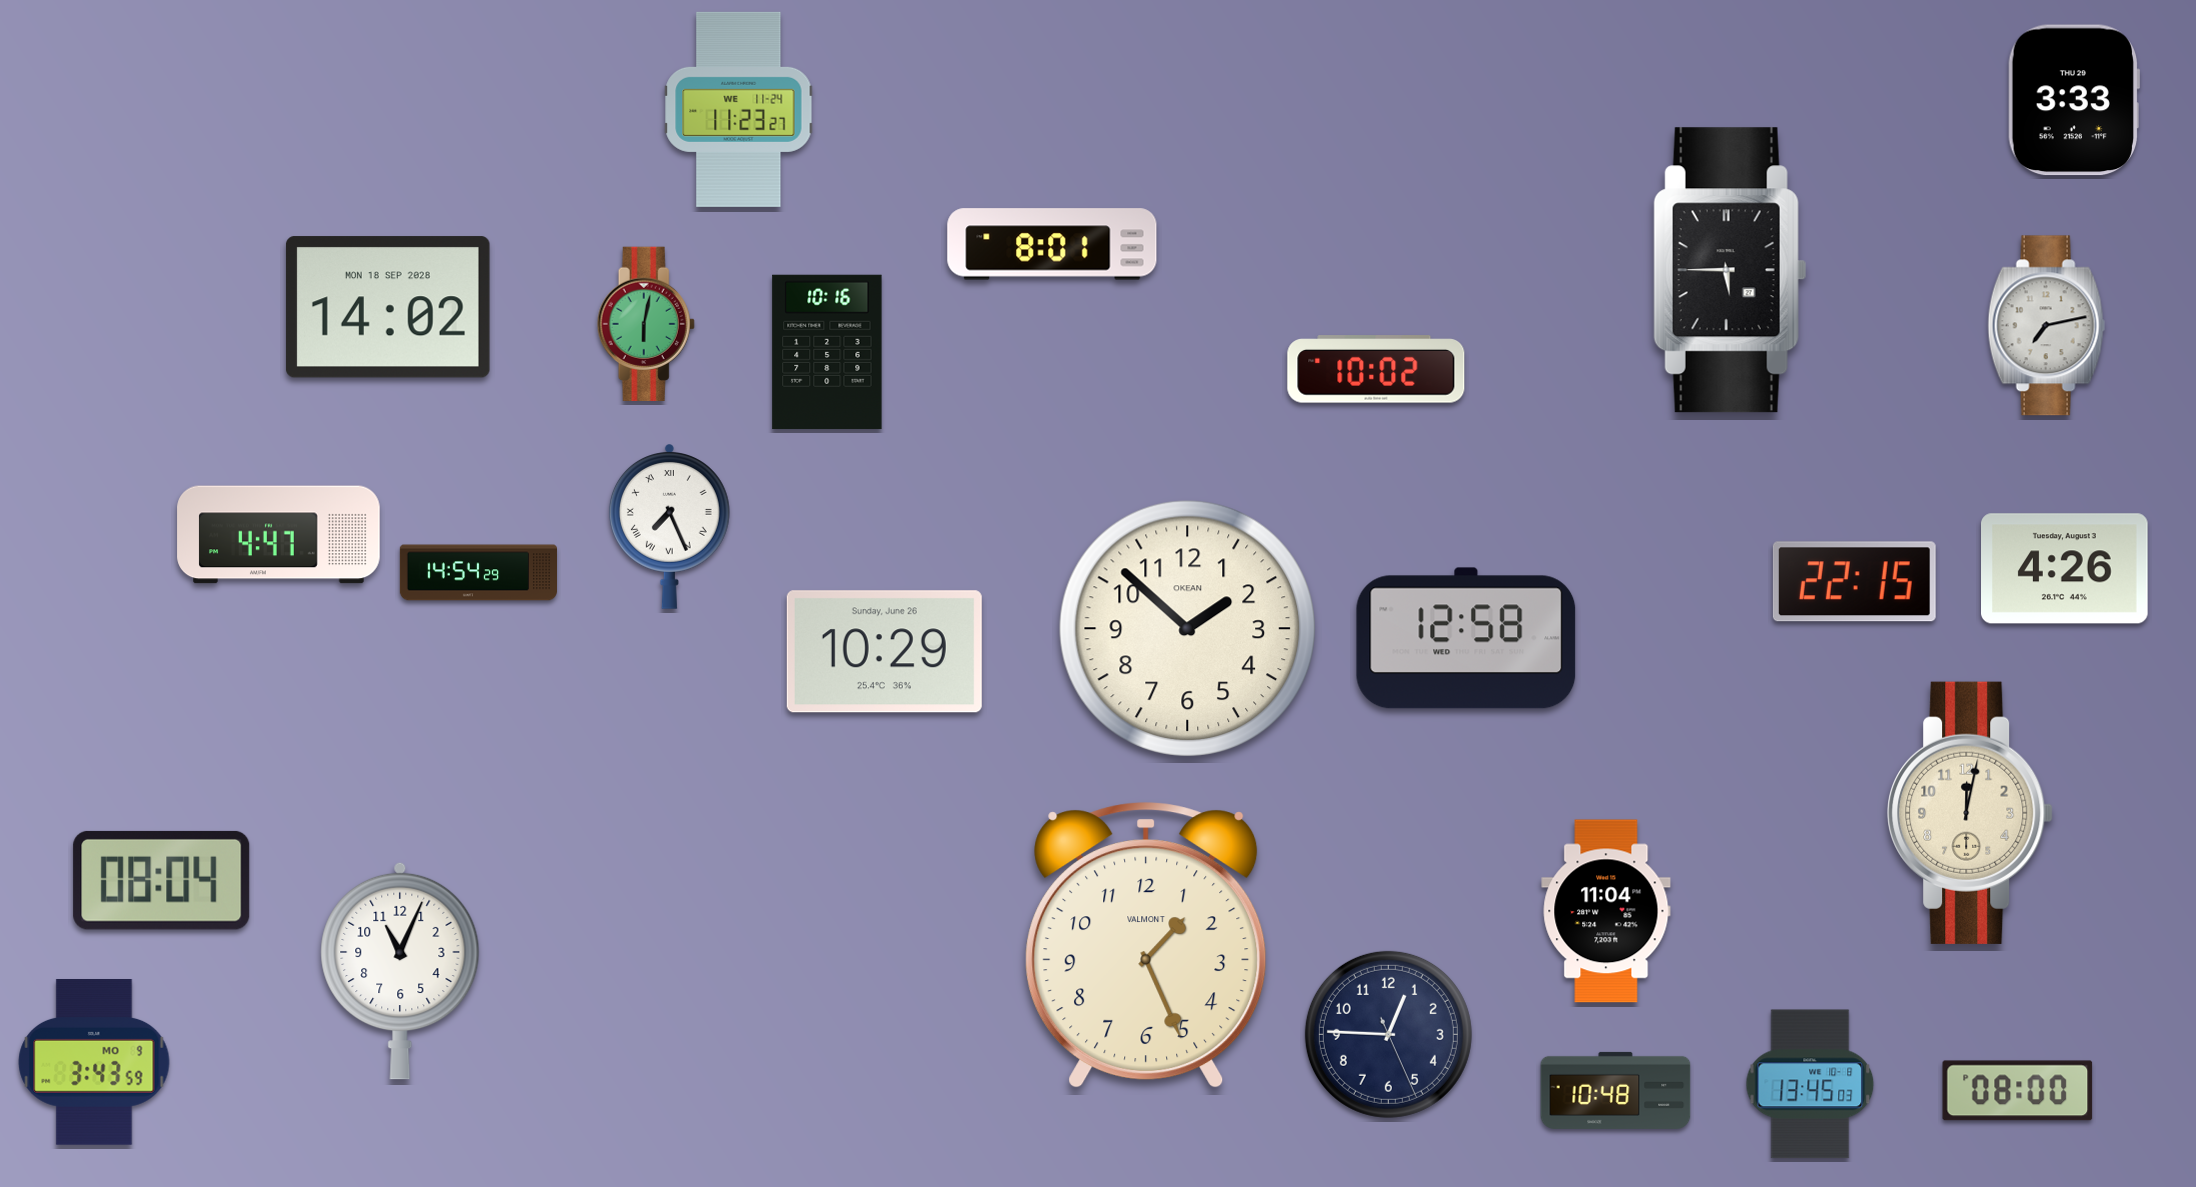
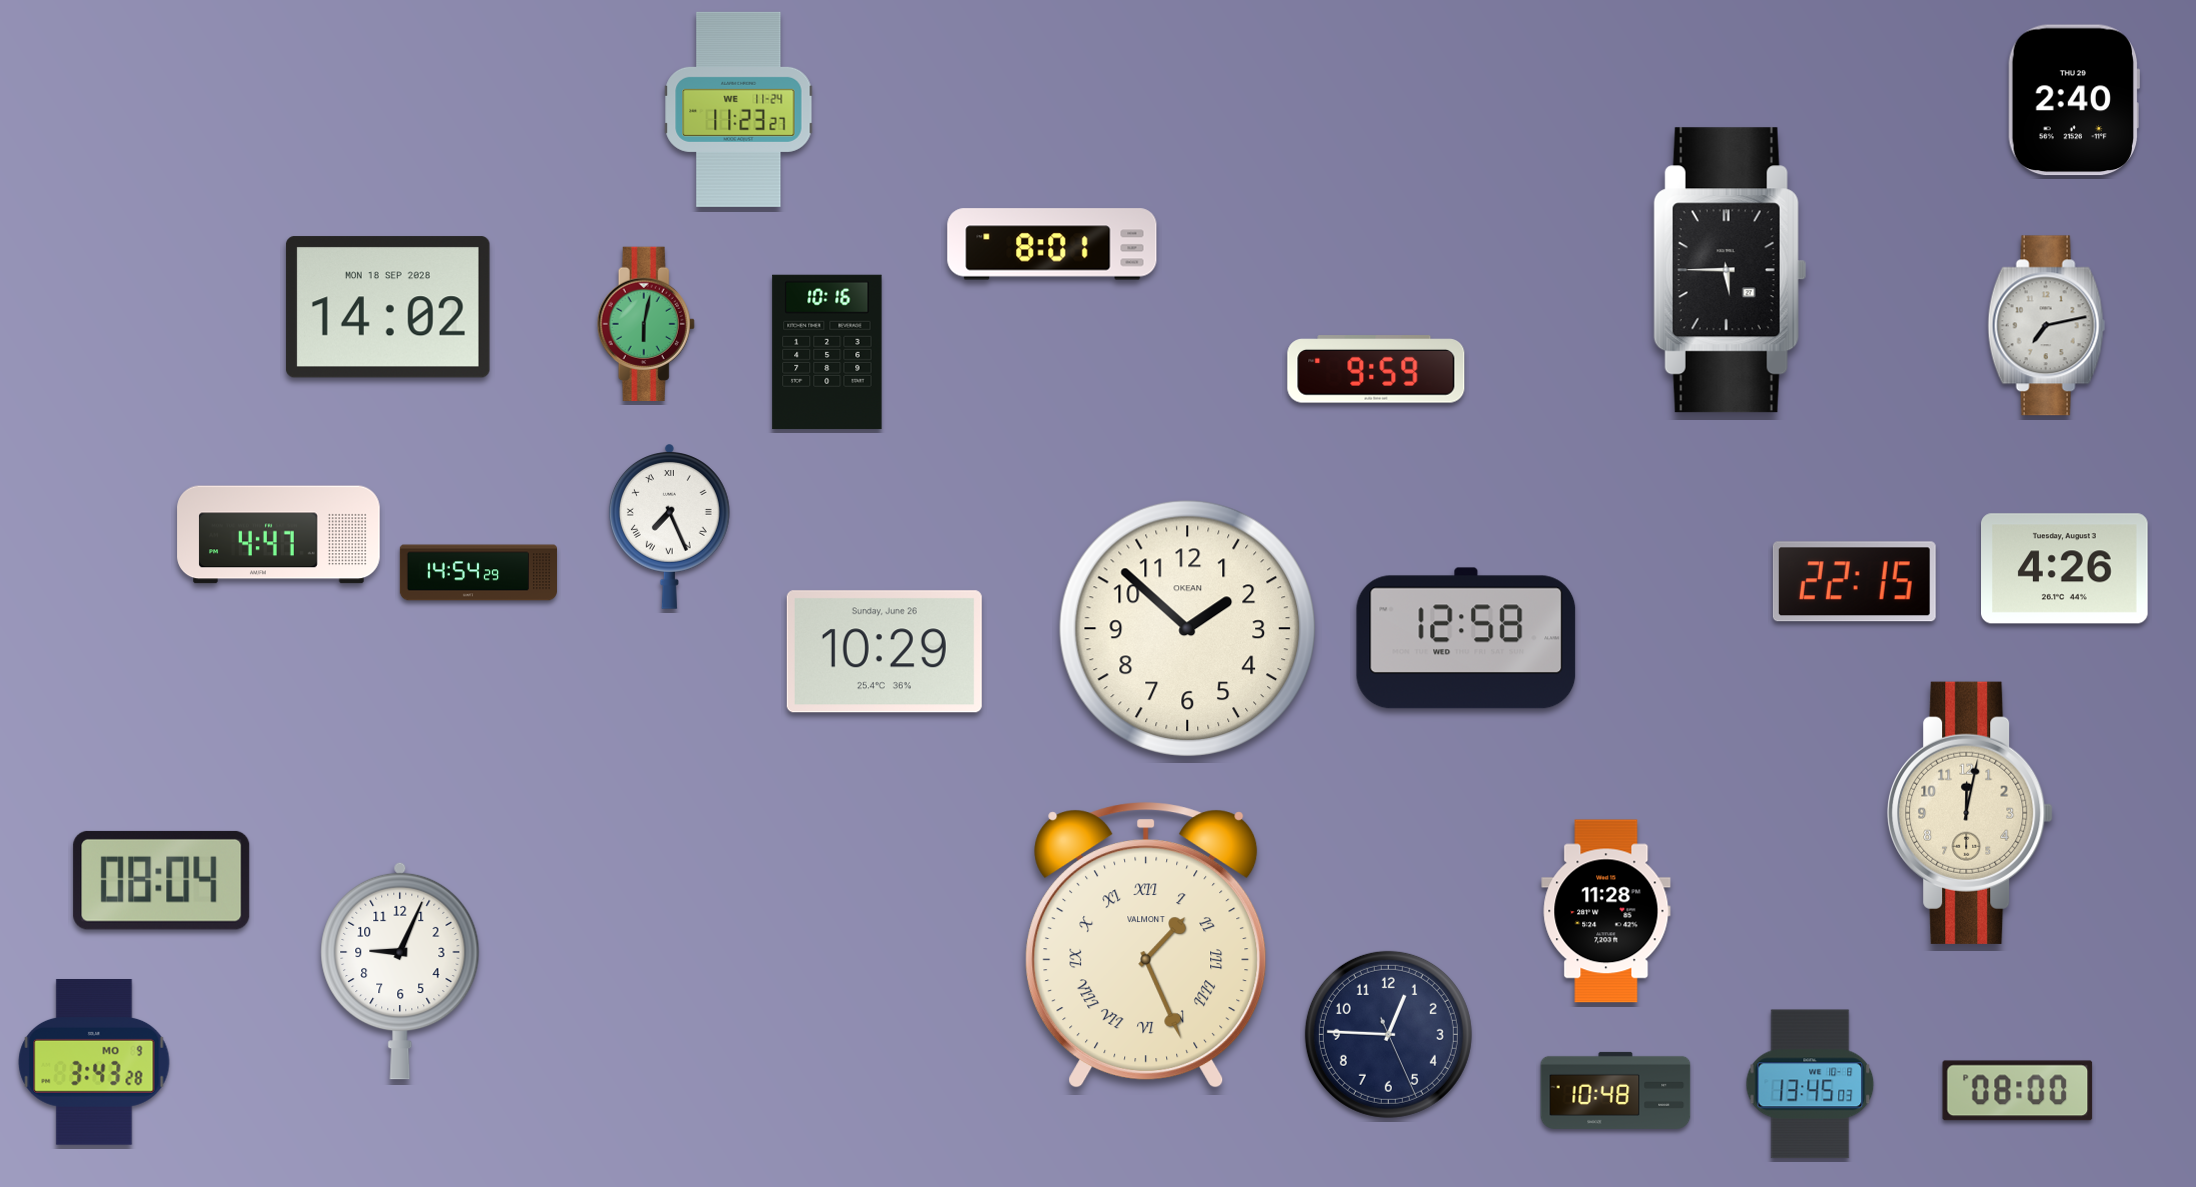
clock at (2074, 100): 3:33 -> 2:40
clock at (1376, 369): 10:02 -> 9:59
clock at (1606, 911): 11:04 -> 11:28
clock at (1146, 946) numerals: Arabic -> Roman
clock at (400, 971): 11:04 -> 9:04
clock at (94, 1063): 3:43:59 -> 3:43:28
